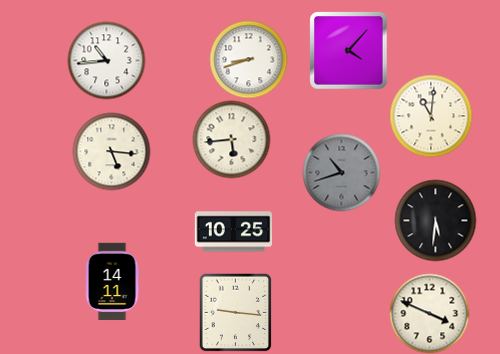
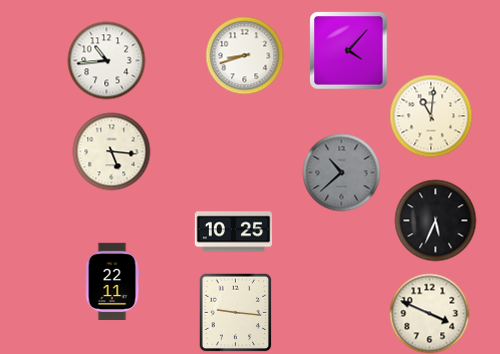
clock at (248, 59) position: (248, 59) -> (244, 55)
clock at (231, 139): 5:44 -> none
clock at (341, 172): 10:42 -> 10:38
clock at (435, 220): 5:31 -> 5:34
clock at (112, 281): 14:11 -> 22:11
